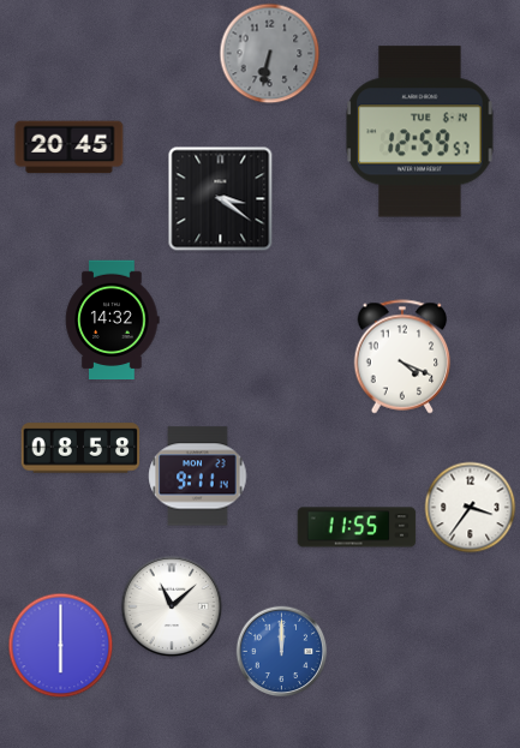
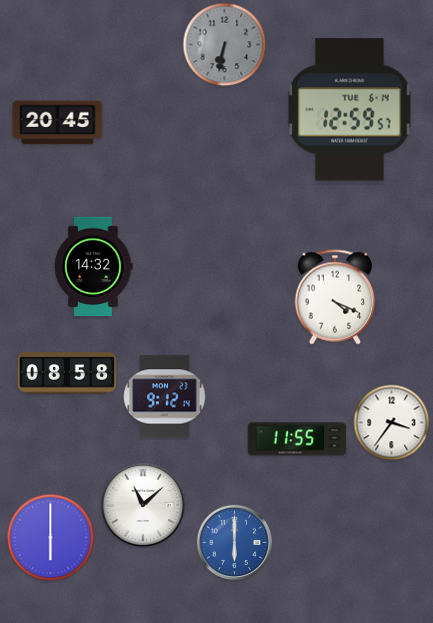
clock at (221, 199): 3:21 -> none
clock at (198, 477): 9:11 -> 9:12
clock at (282, 652): 12:00 -> 6:00
